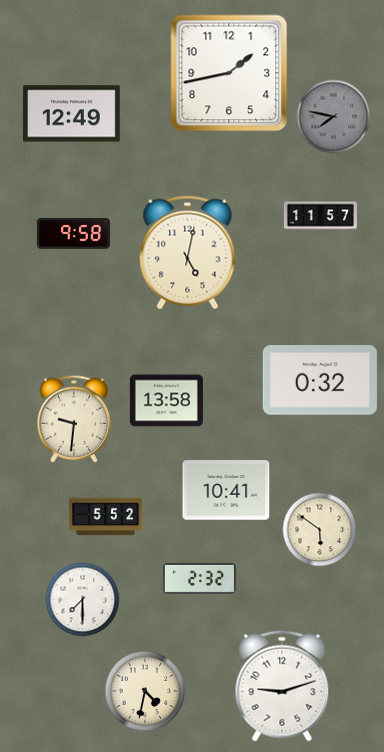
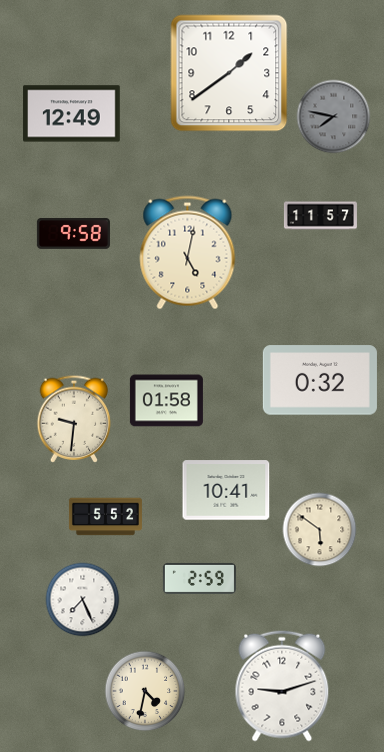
clock at (229, 73): 1:43 -> 1:39
clock at (166, 401): 13:58 -> 01:58
clock at (199, 578): 2:32 -> 2:59
clock at (83, 600): 7:30 -> 7:26
